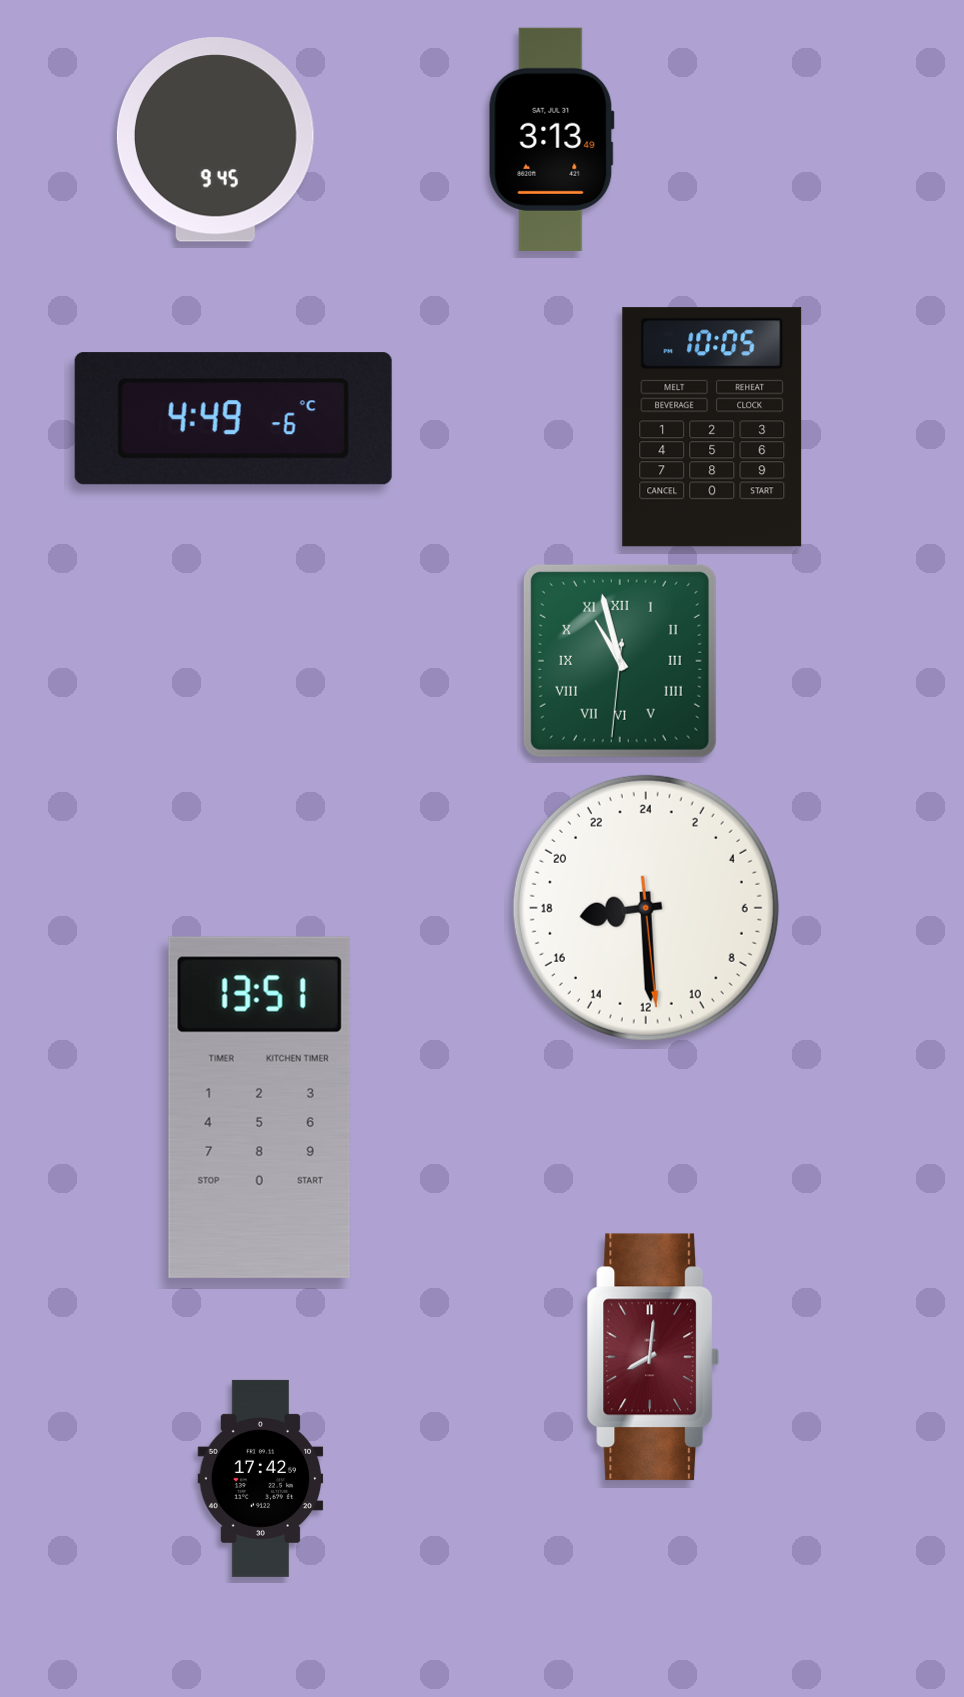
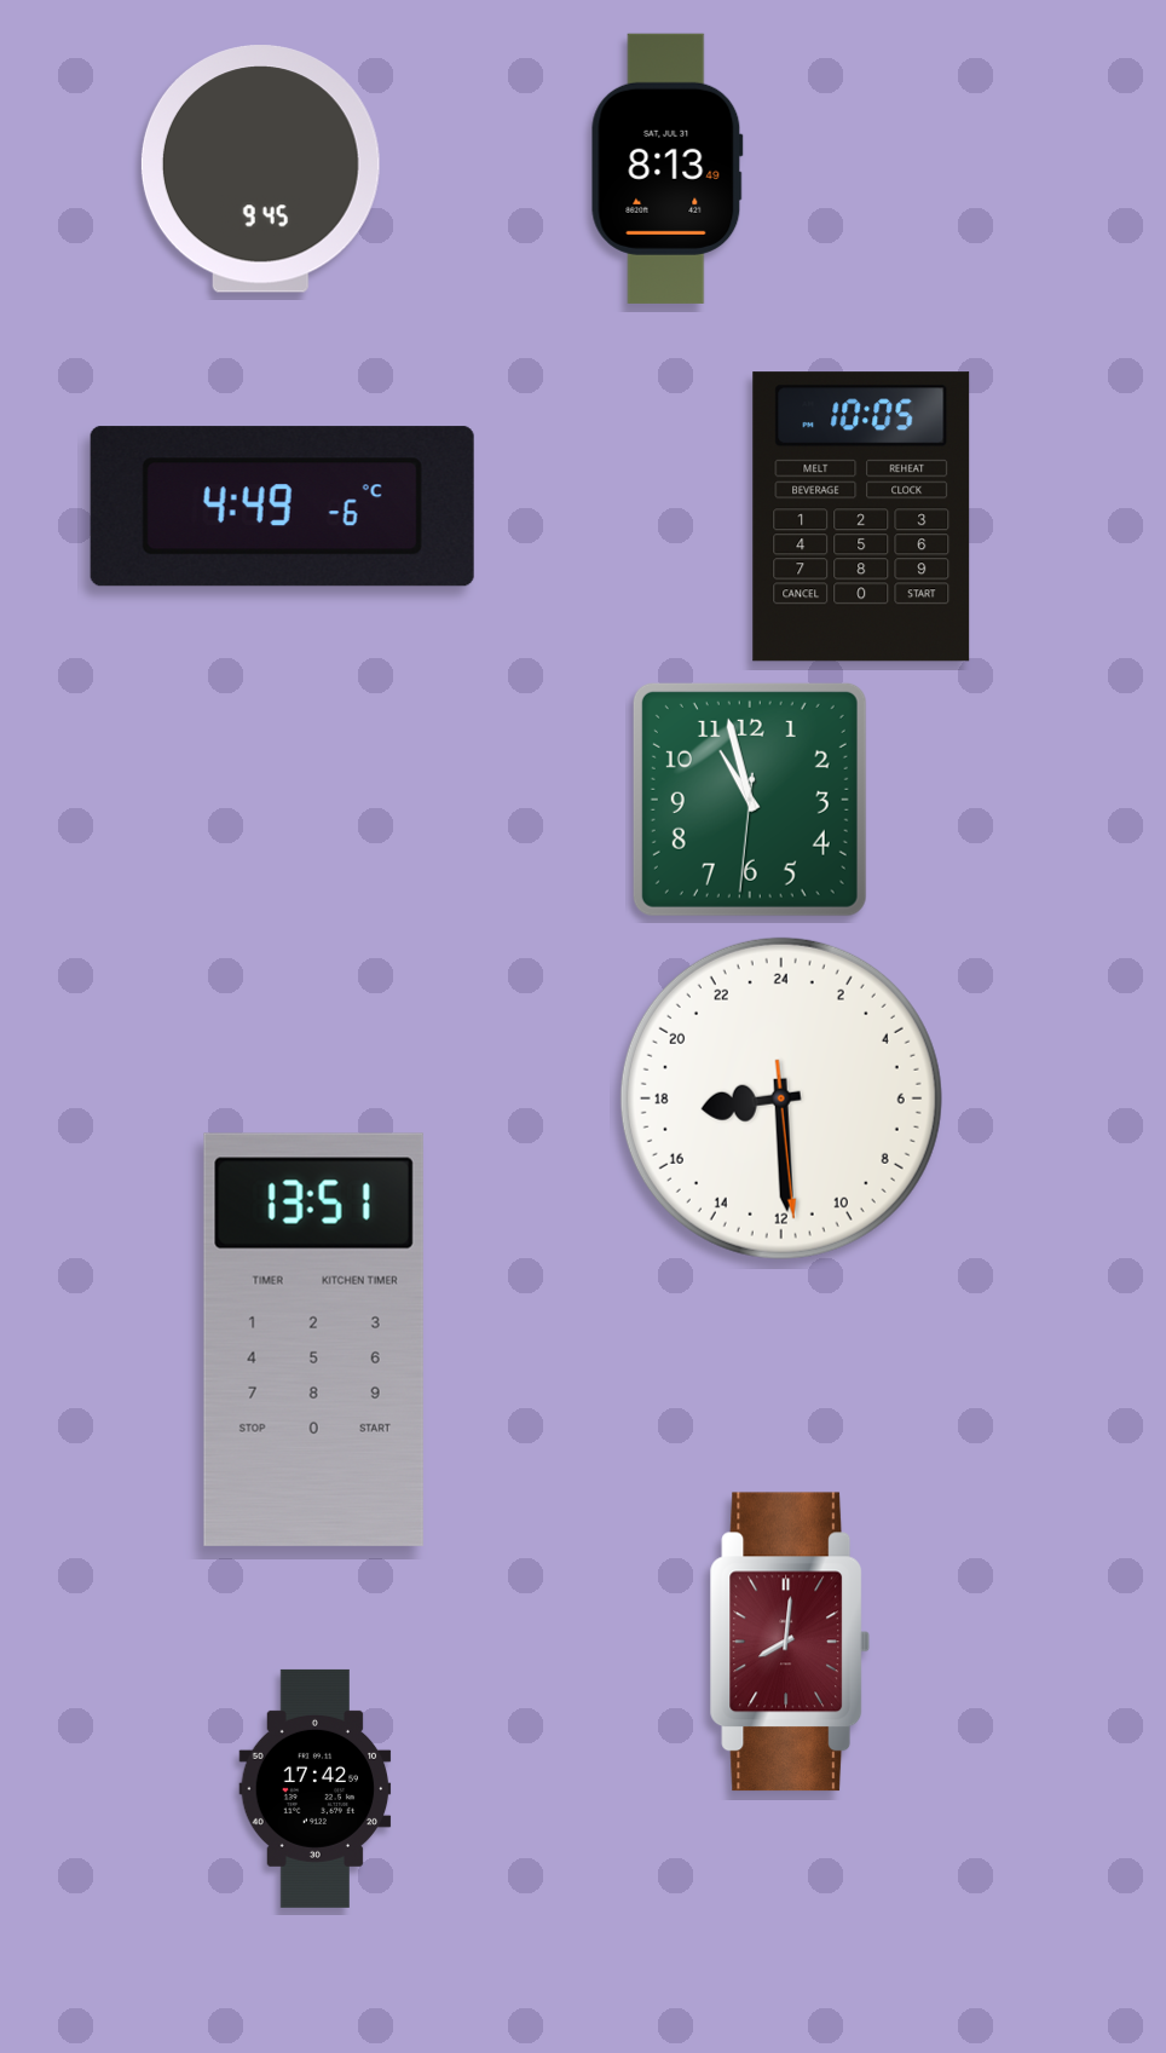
clock at (551, 139): 3:13 -> 8:13
clock at (620, 661) numerals: Roman -> Arabic
